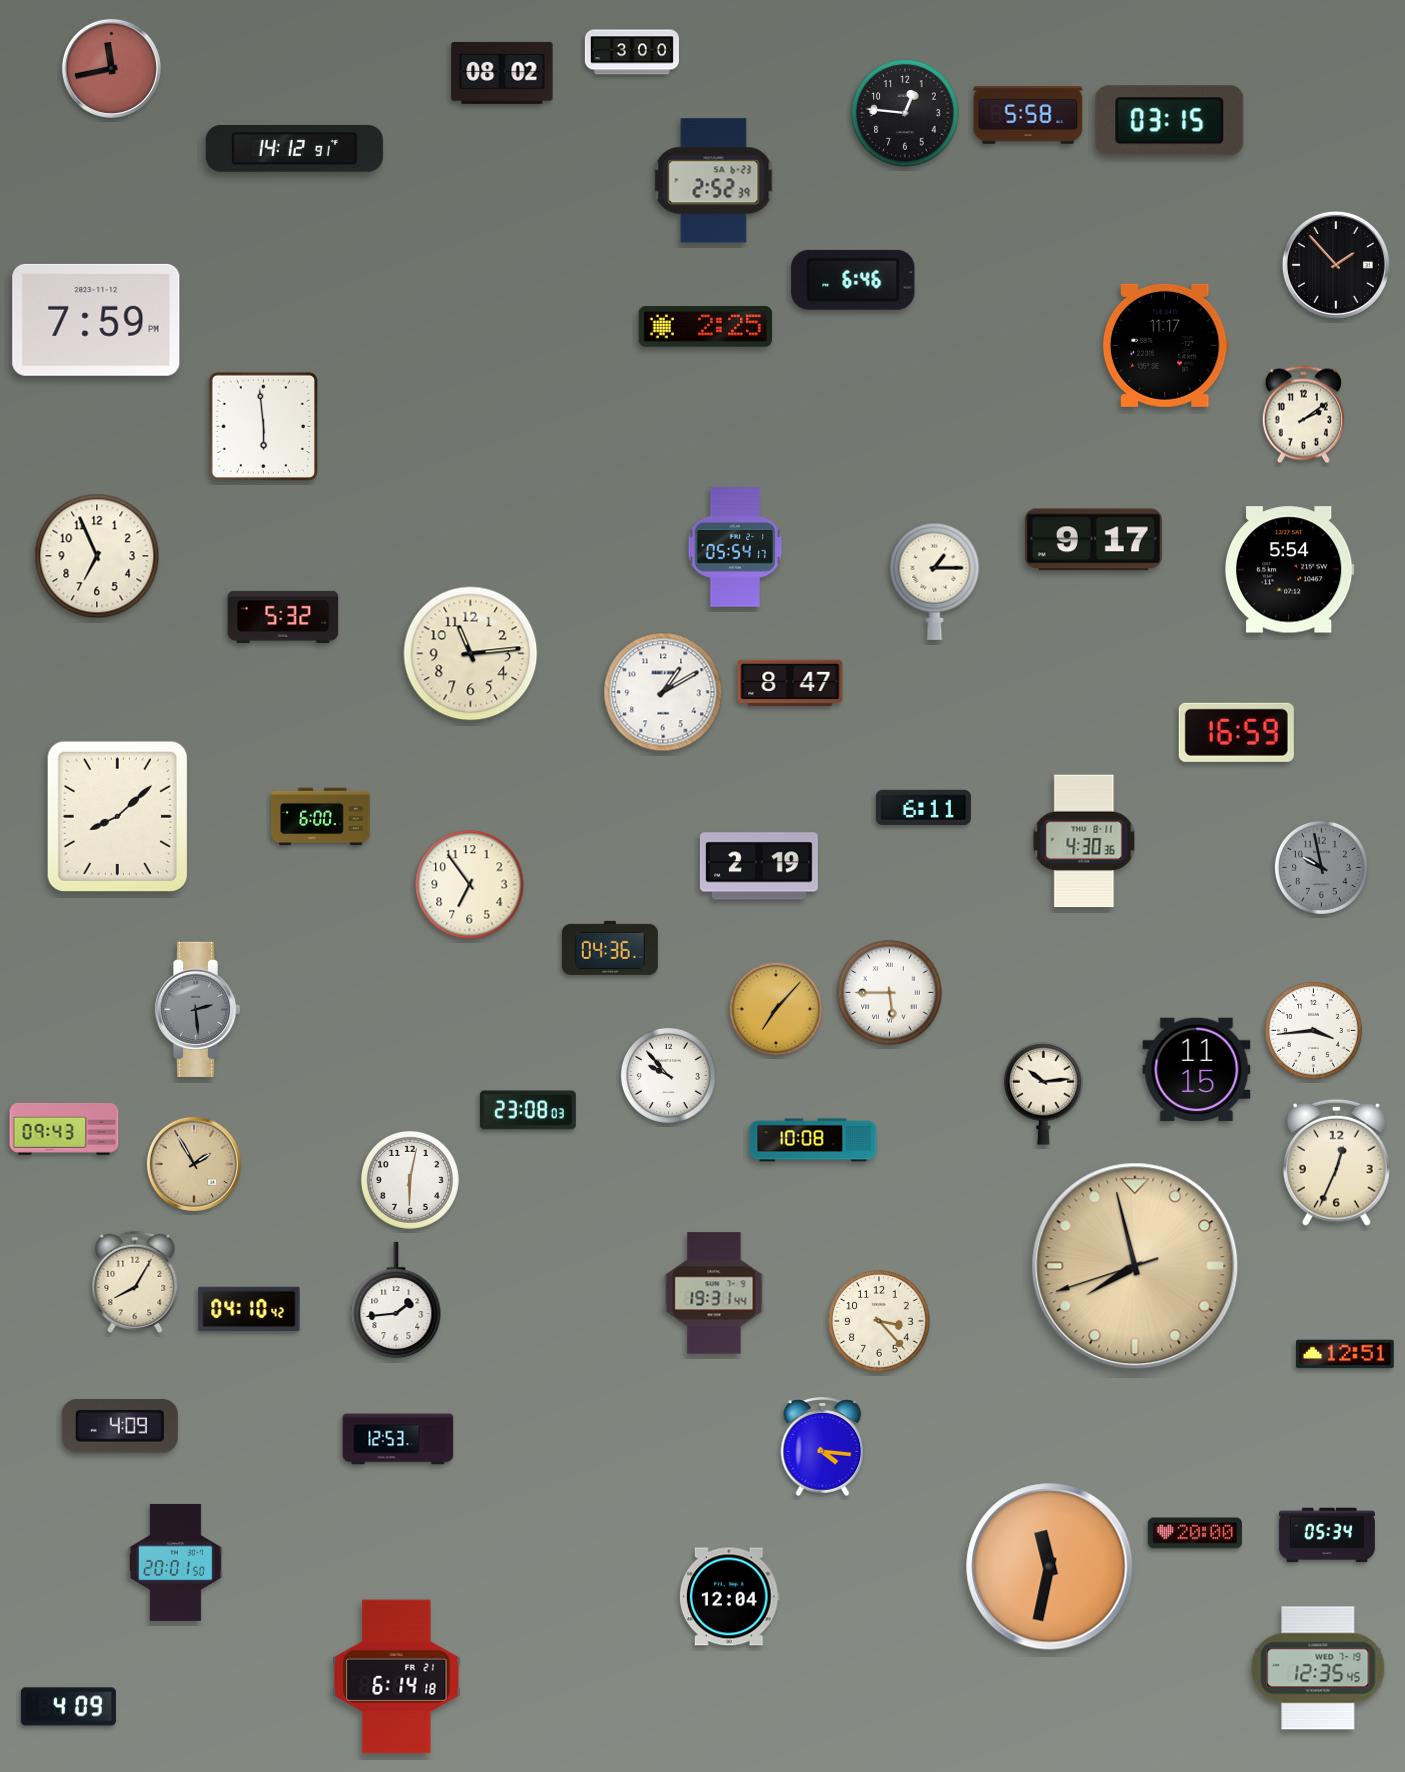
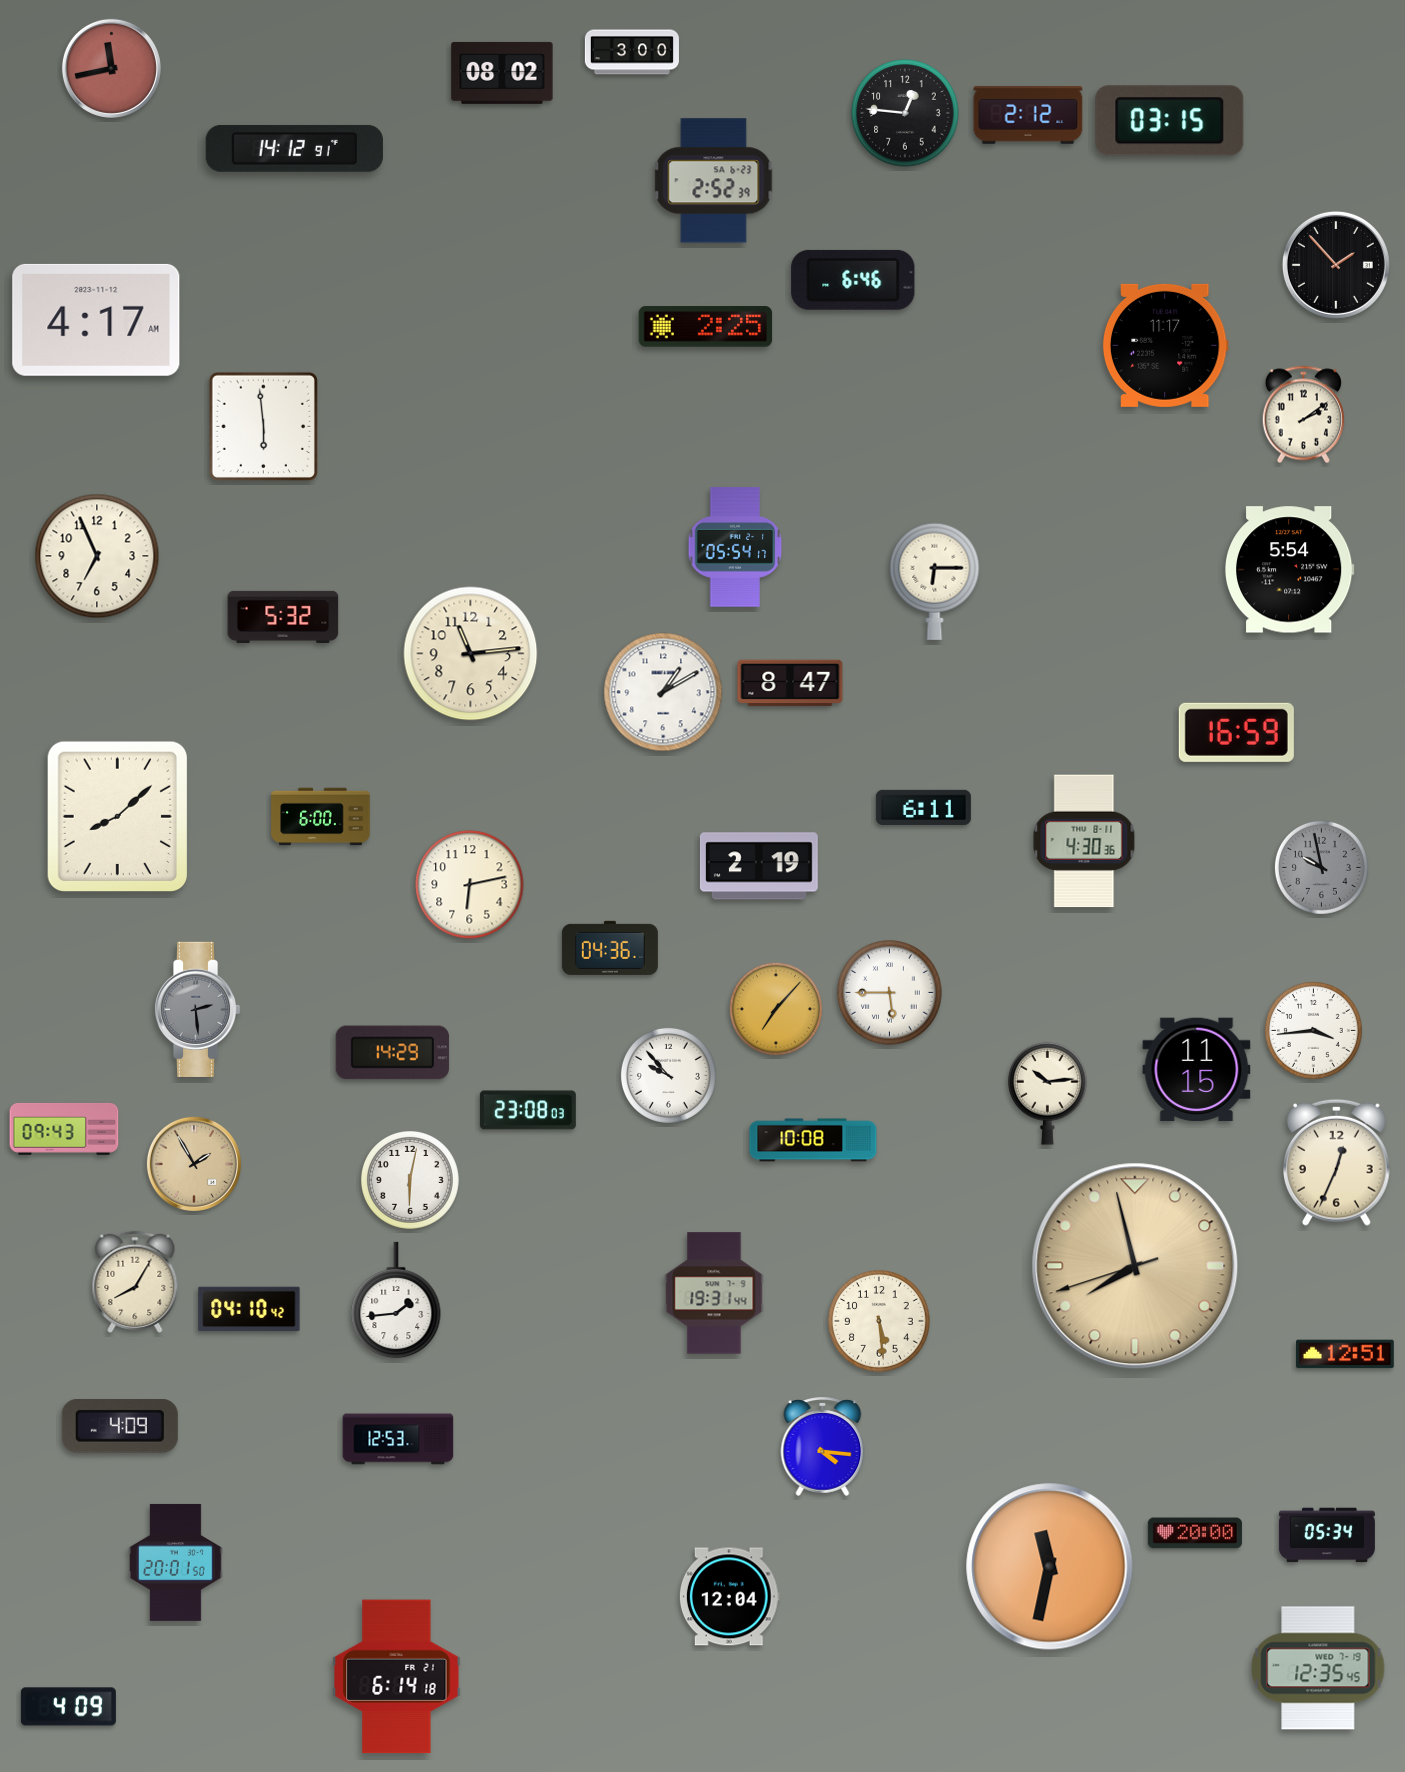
clock at (1028, 115): 5:58 -> 2:12
clock at (96, 320): 7:59 -> 4:17
clock at (1093, 540): 9:17 -> none
clock at (935, 581): 1:15 -> 6:15
clock at (470, 885): 6:54 -> 6:13
clock at (392, 1053): none -> 14:29
clock at (1044, 1093) position: (1044, 1093) -> (1048, 1093)
clock at (879, 1321): 3:23 -> 5:29
